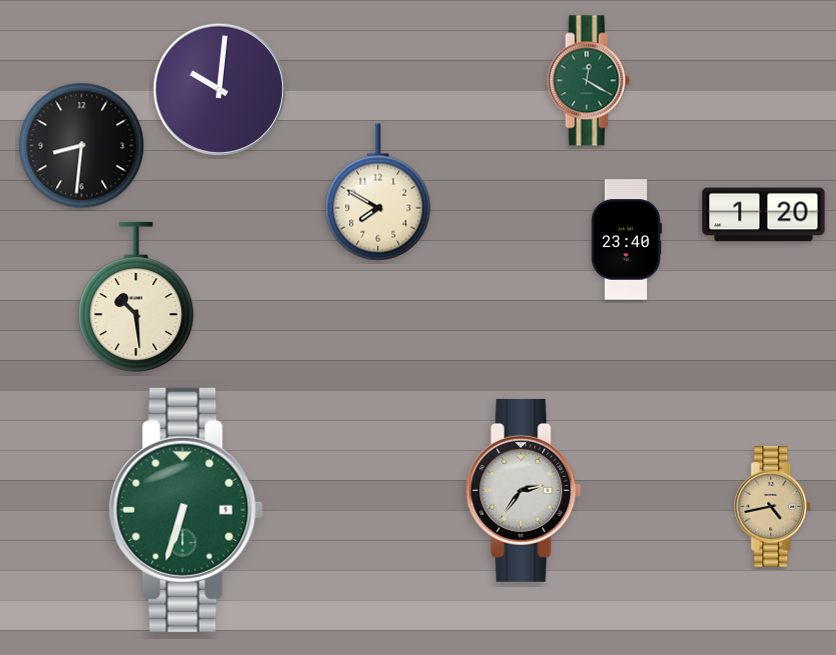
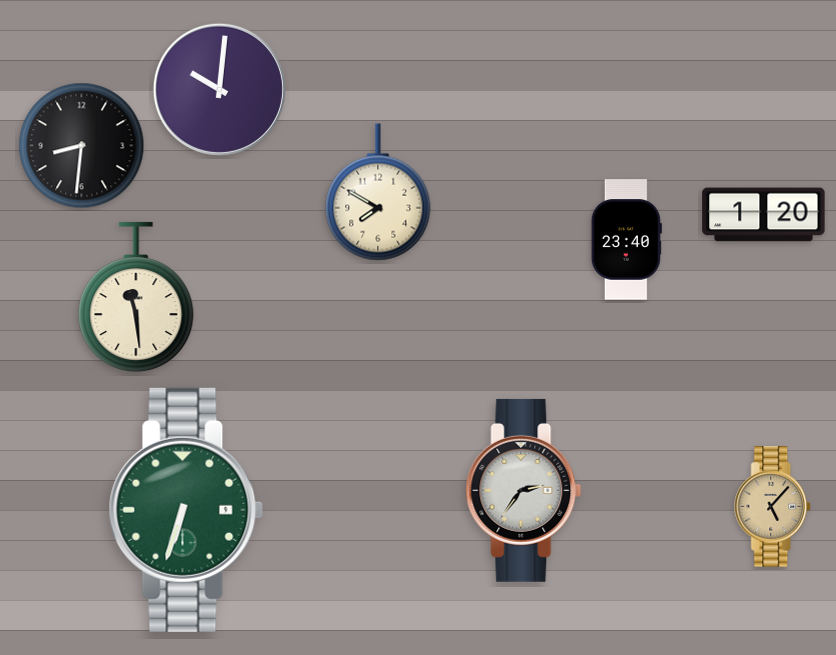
clock at (588, 81): 12:20 -> none
clock at (136, 297): 10:29 -> 11:29
clock at (773, 507): 4:43 -> 5:07
